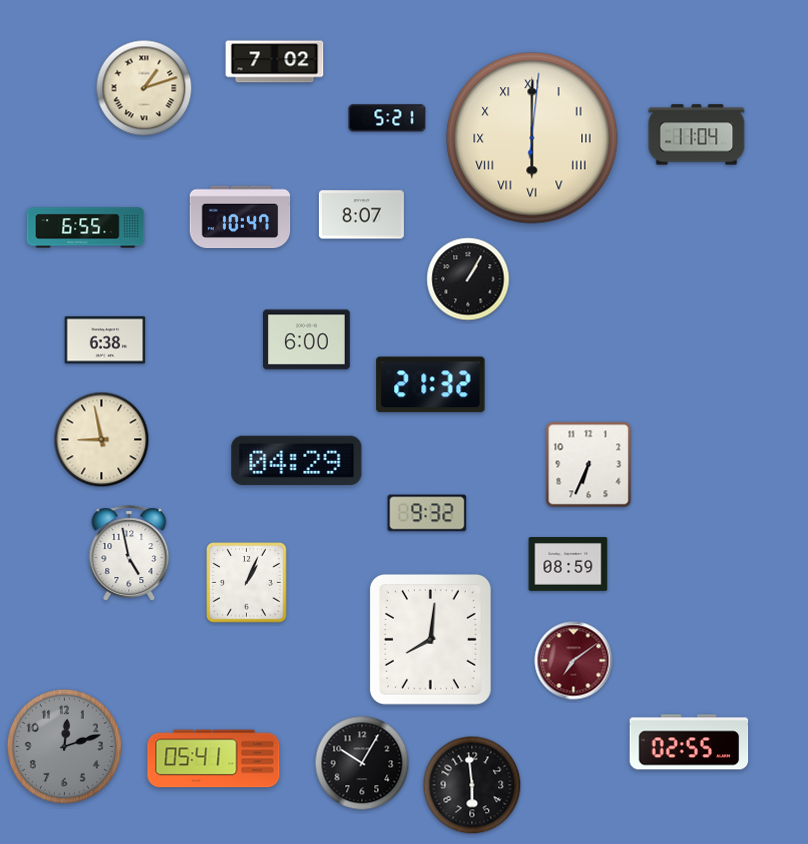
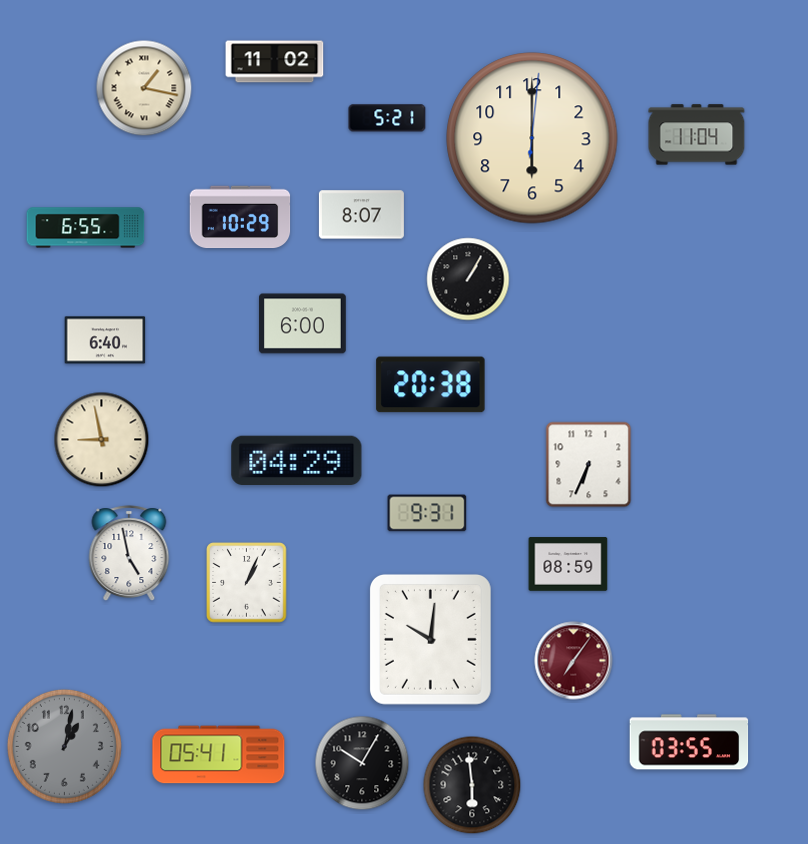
clock at (275, 62): 7:02 -> 11:02
clock at (144, 88): 1:12 -> 1:17
clock at (532, 138) numerals: Roman -> Arabic
clock at (240, 217): 10:47 -> 10:29
clock at (105, 340): 6:38 -> 6:40
clock at (307, 340) position: (307, 340) -> (303, 324)
clock at (431, 385): 21:32 -> 20:38
clock at (427, 513): 9:32 -> 9:31
clock at (430, 639): 8:01 -> 10:01
clock at (574, 661): 7:09 -> 7:06
clock at (689, 742): 02:55 -> 03:55
clock at (64, 746): 12:12 -> 1:02
clock at (214, 759) position: (214, 759) -> (219, 755)
